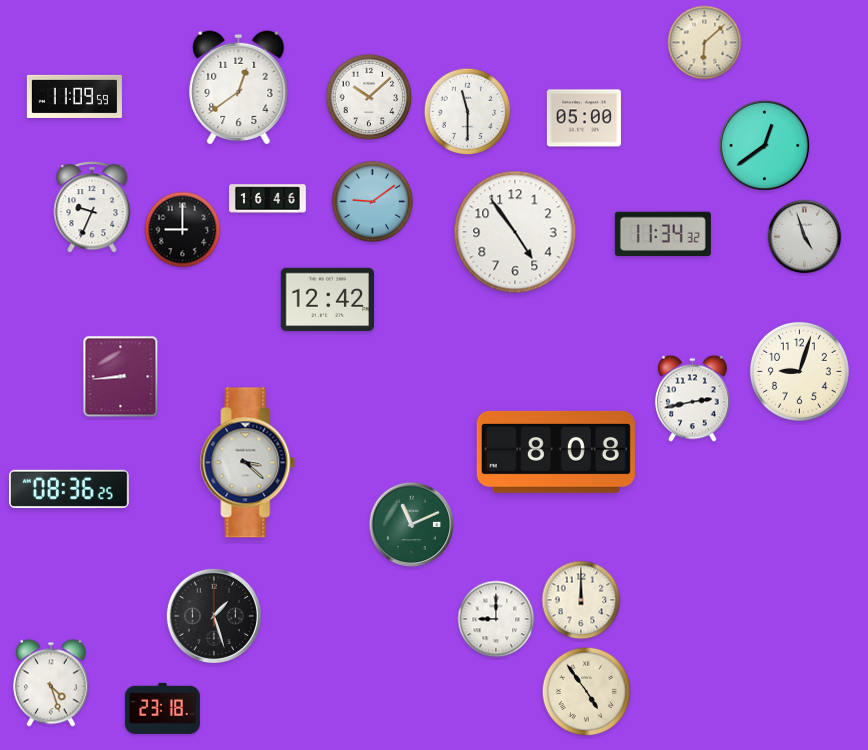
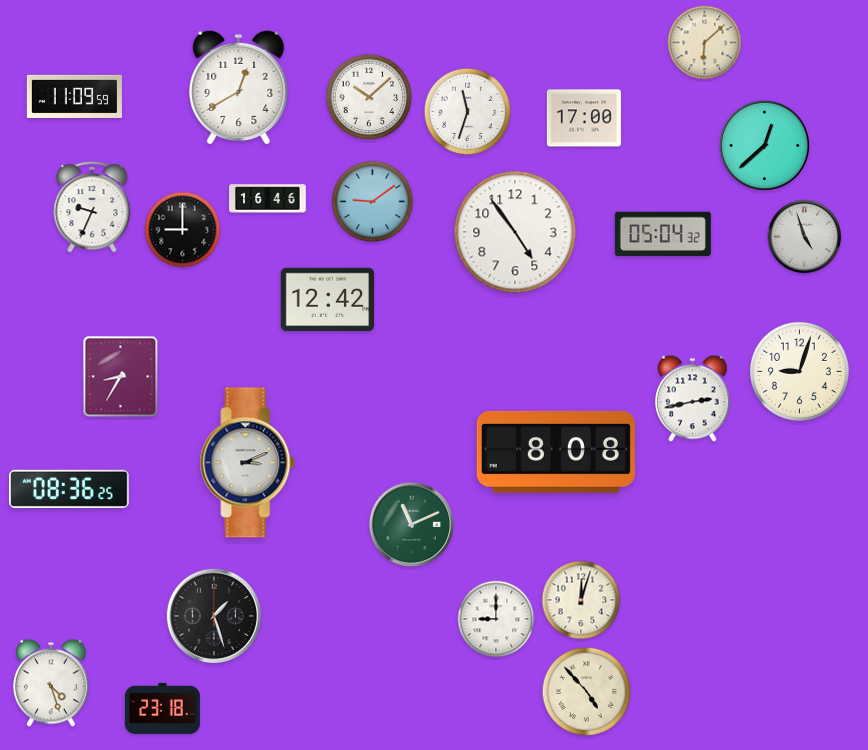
clock at (239, 87): 12:39 -> 12:40
clock at (468, 112): 11:30 -> 11:33
clock at (584, 118): 05:00 -> 17:00
clock at (764, 145): 12:39 -> 12:38
clock at (663, 234): 11:34 -> 05:04
clock at (121, 377): 8:44 -> 8:35
clock at (248, 463): 3:22 -> 3:11
clock at (581, 600): 12:00 -> 12:03
clock at (587, 692): 4:54 -> 4:53
